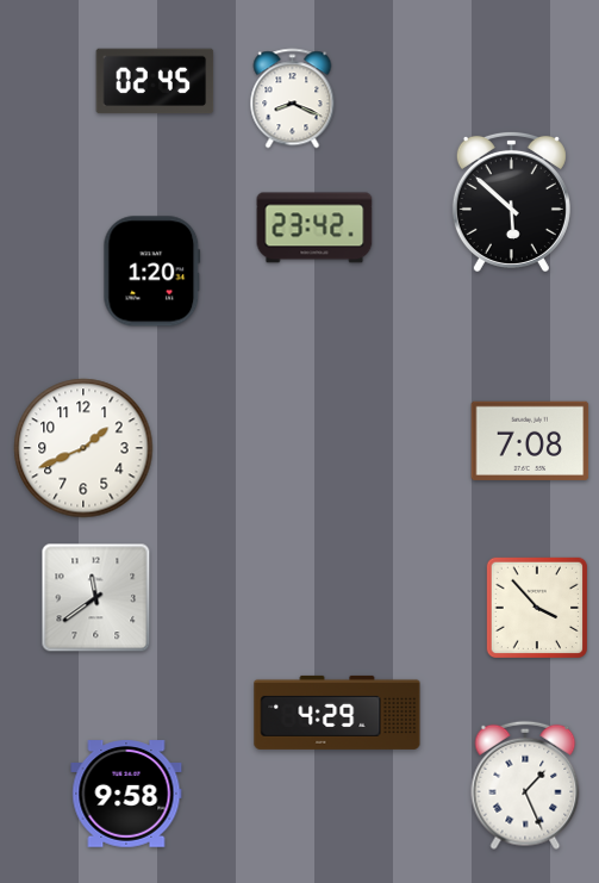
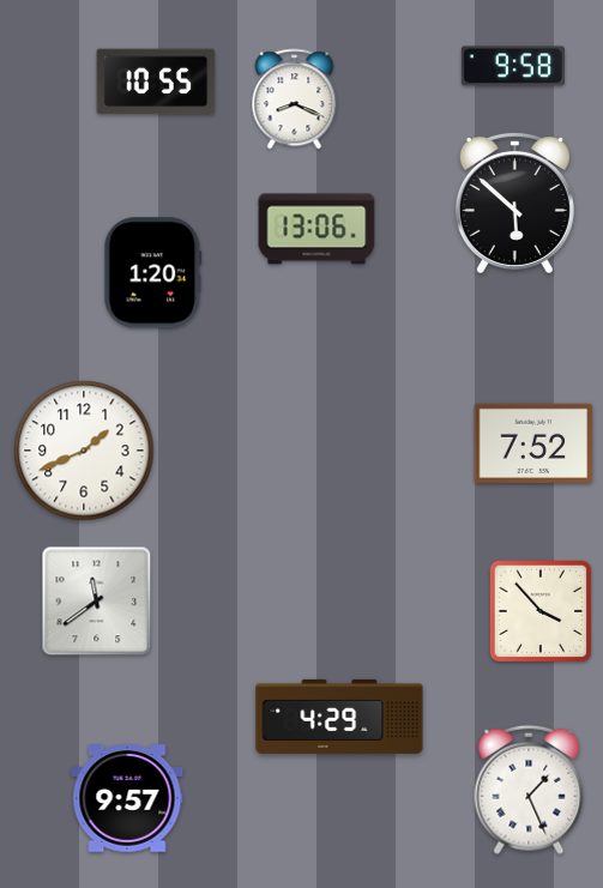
clock at (513, 66): none -> 9:58
clock at (155, 81): 02:45 -> 10:55
clock at (314, 228): 23:42 -> 13:06
clock at (530, 441): 7:08 -> 7:52
clock at (126, 794): 9:58 -> 9:57
